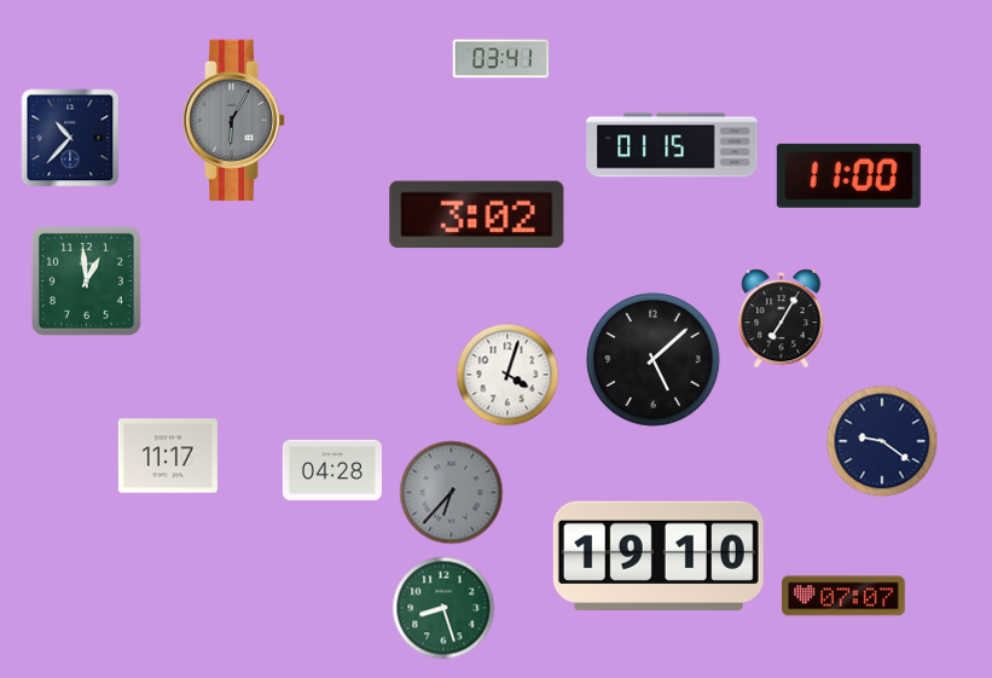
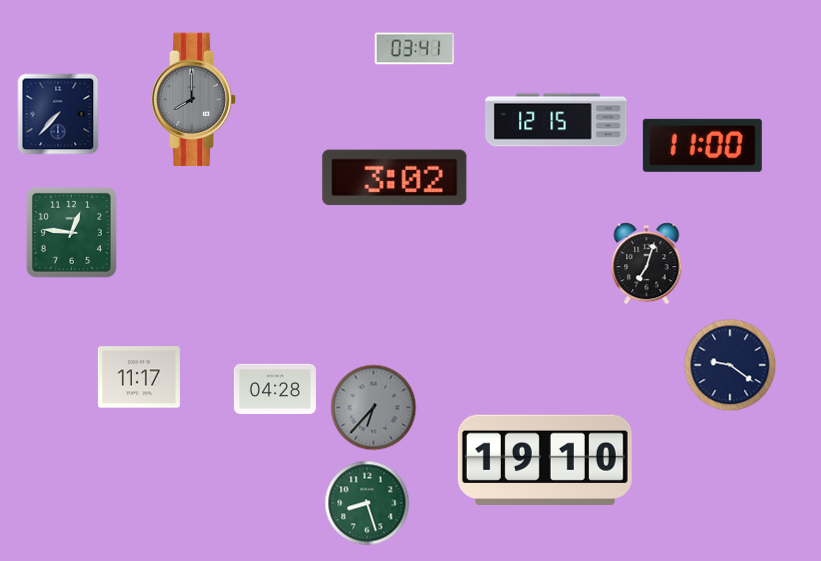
clock at (234, 121): 6:05 -> 8:00
clock at (70, 138): 10:37 -> 7:37
clock at (672, 145): 01:15 -> 12:15
clock at (86, 280): 12:59 -> 12:46
clock at (782, 319): 7:05 -> 7:03
clock at (654, 360): 5:08 -> none
clock at (507, 375): 4:03 -> none
clock at (845, 596): 07:07 -> none
